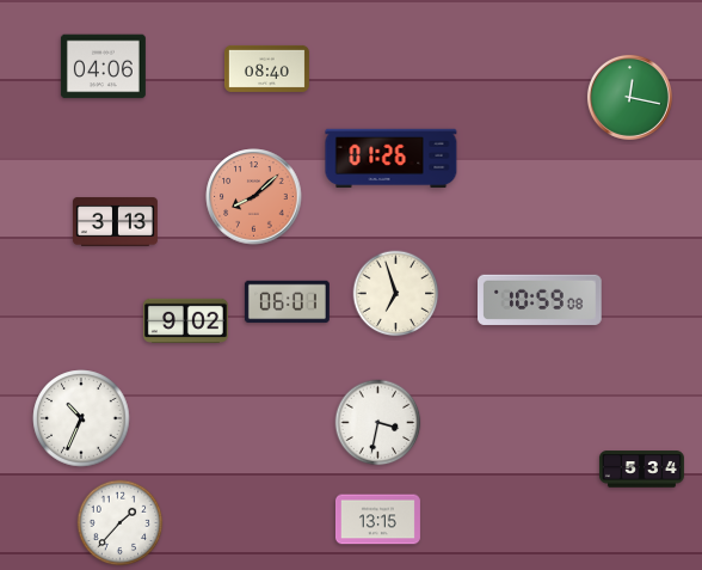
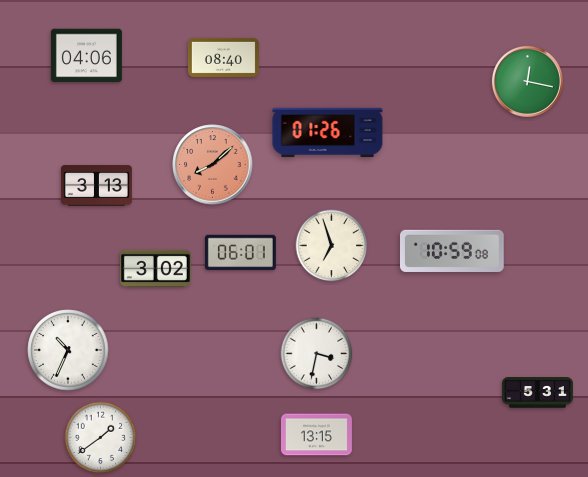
clock at (185, 320): 9:02 -> 3:02
clock at (641, 470): 5:34 -> 5:31
clock at (121, 523): 1:37 -> 1:39
